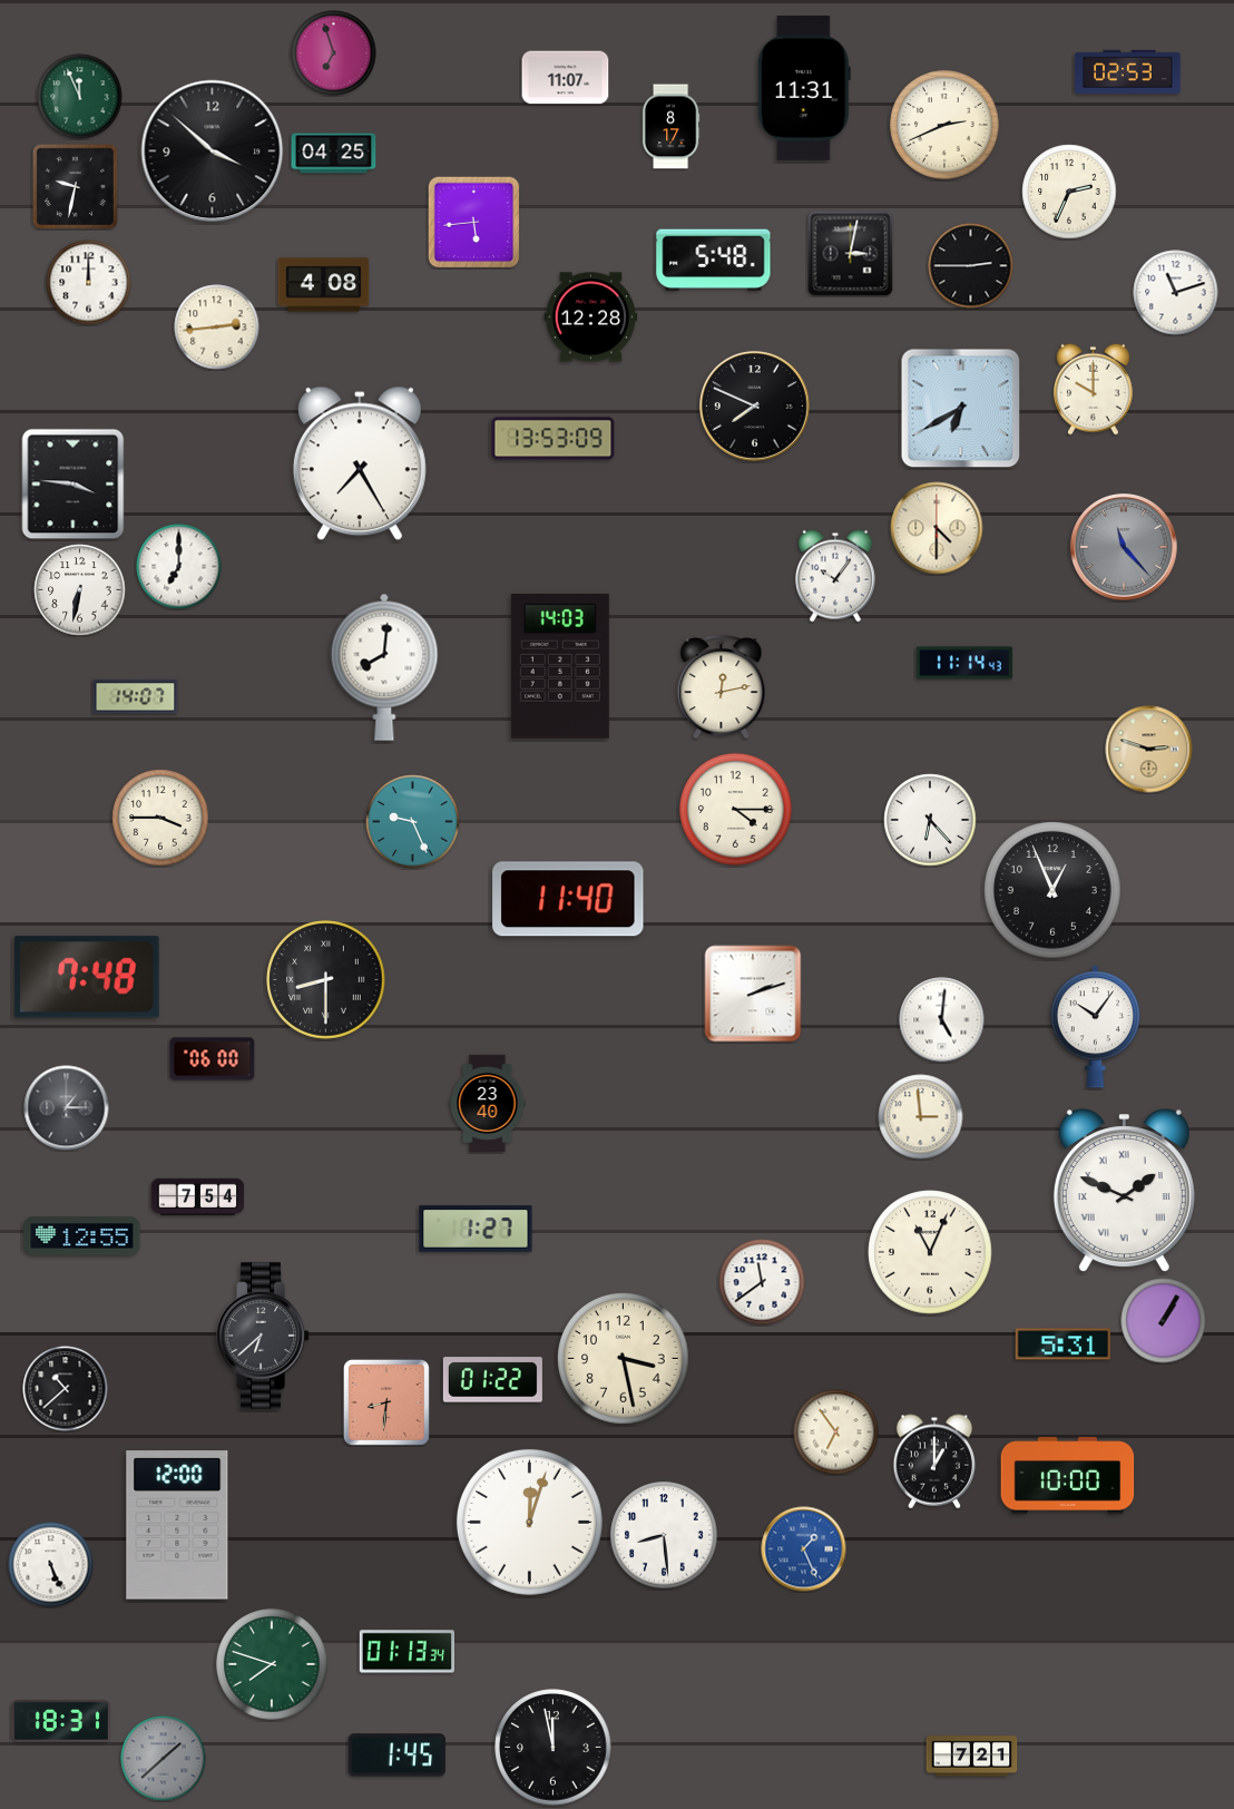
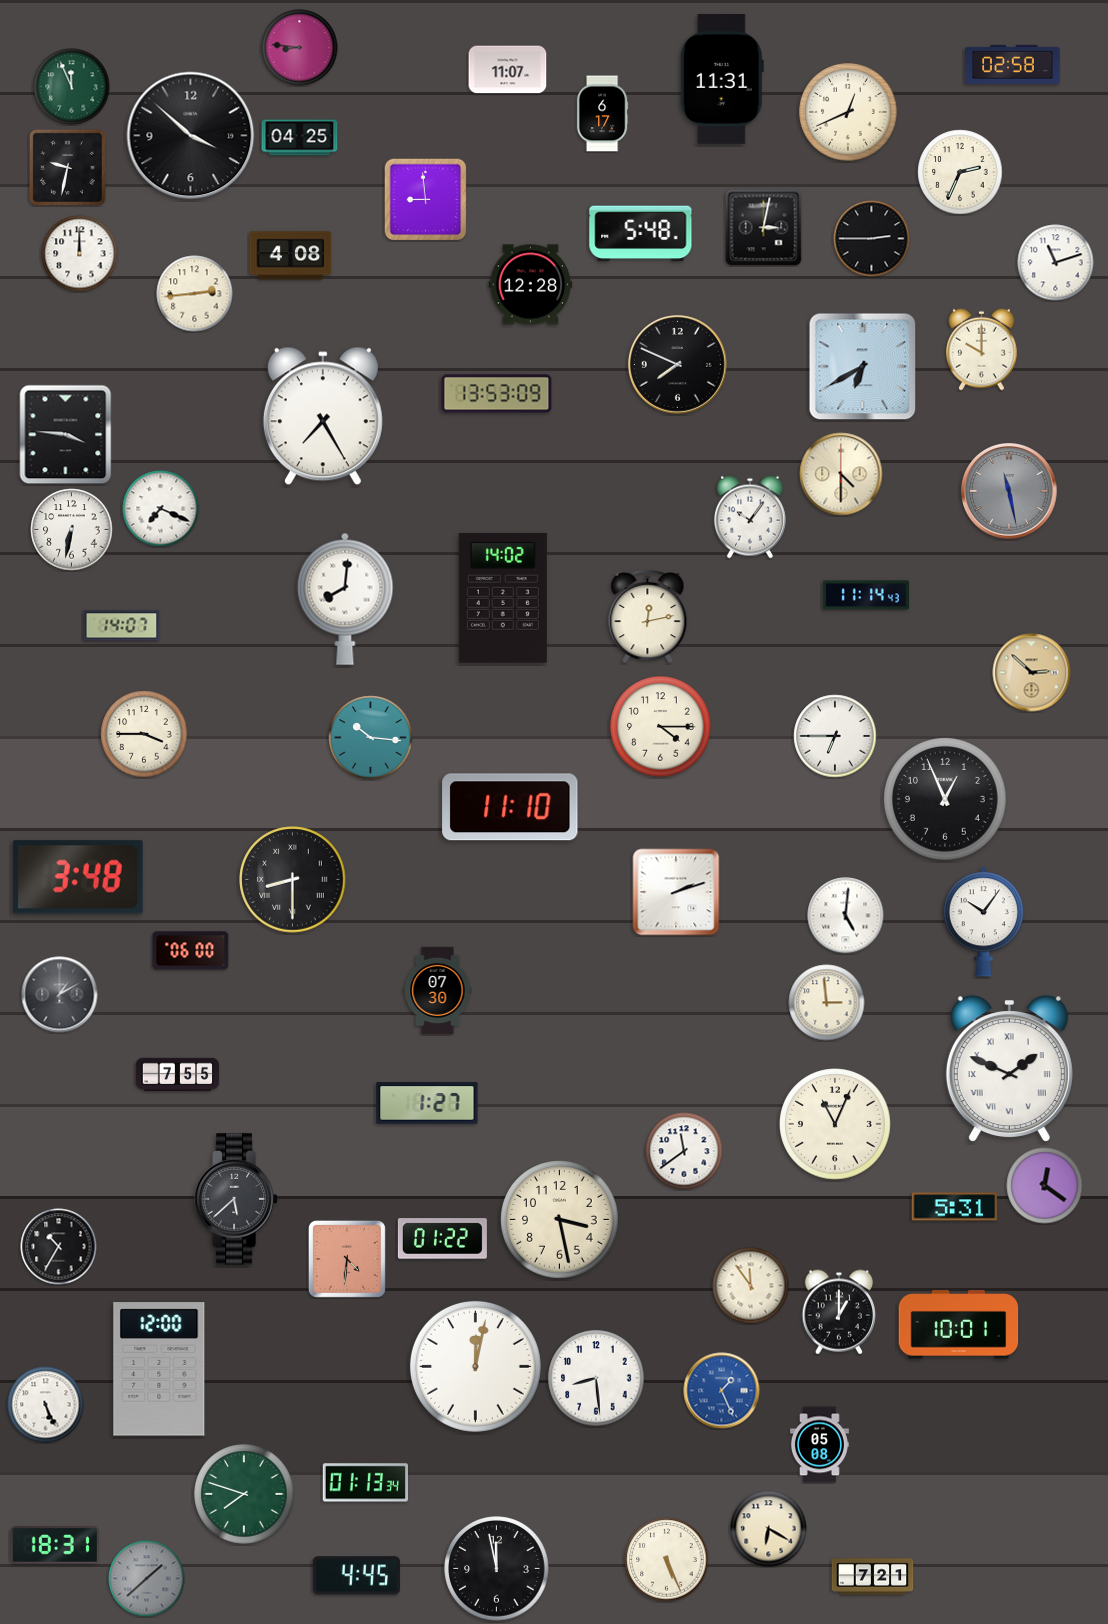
clock at (334, 53): 6:57 -> 8:46
clock at (1128, 71): 02:53 -> 02:58
clock at (944, 125): 2:41 -> 12:41
clock at (670, 127): 8:17 -> 6:17
clock at (473, 222): 5:44 -> 8:59
clock at (1125, 548): 11:23 -> 11:28
clock at (179, 567): 7:00 -> 7:19
clock at (560, 666): 14:03 -> 14:02
clock at (1149, 750): 2:48 -> 2:52
clock at (930, 820): 6:23 -> 6:45
clock at (413, 822): 9:26 -> 10:16
clock at (568, 899): 11:40 -> 11:10
clock at (87, 977): 7:48 -> 3:48
clock at (488, 1103): 23:40 -> 07:30
clock at (67, 1108): 1:15 -> 1:10
clock at (198, 1197): 7:54 -> 7:55
clock at (82, 1236): 12:55 -> none
clock at (1164, 1321): 1:05 -> 12:21
clock at (263, 1336): 6:38 -> 5:38
clock at (66, 1389): 10:38 -> 10:35
clock at (386, 1402): 8:31 -> 4:31
clock at (836, 1432): 6:54 -> 11:54
clock at (1068, 1476): 10:00 -> 10:01
clock at (529, 1522): 12:03 -> 12:02
clock at (819, 1445): none -> 05:08
clock at (769, 1529): none -> 6:20
clock at (667, 1560): none -> 5:26
clock at (396, 1756): 1:45 -> 4:45
